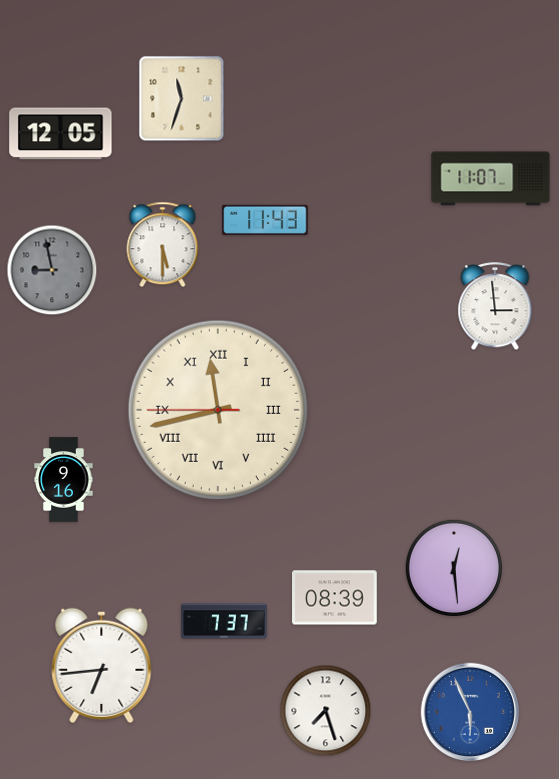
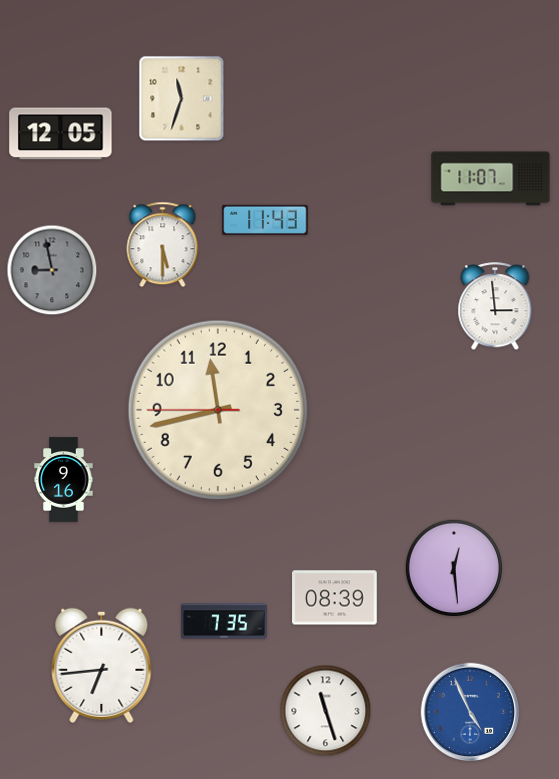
clock at (218, 410) numerals: Roman -> Arabic
clock at (224, 621): 7:37 -> 7:35
clock at (326, 711): 7:27 -> 11:27
clock at (470, 712): 5:56 -> 4:56
